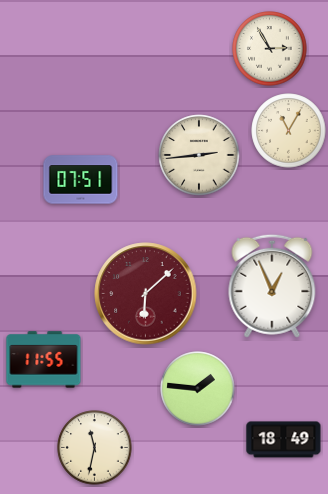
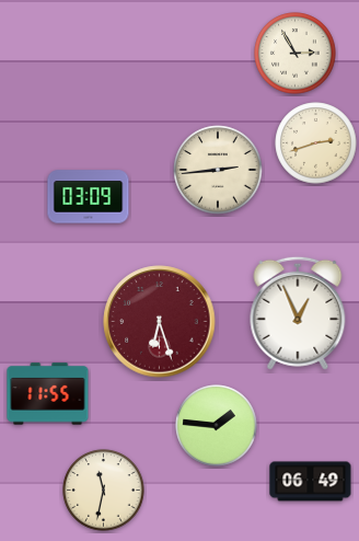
clock at (289, 131): 11:05 -> 2:42
clock at (81, 180): 07:51 -> 03:09
clock at (146, 294): 6:08 -> 6:27
clock at (284, 440): 18:49 -> 06:49
